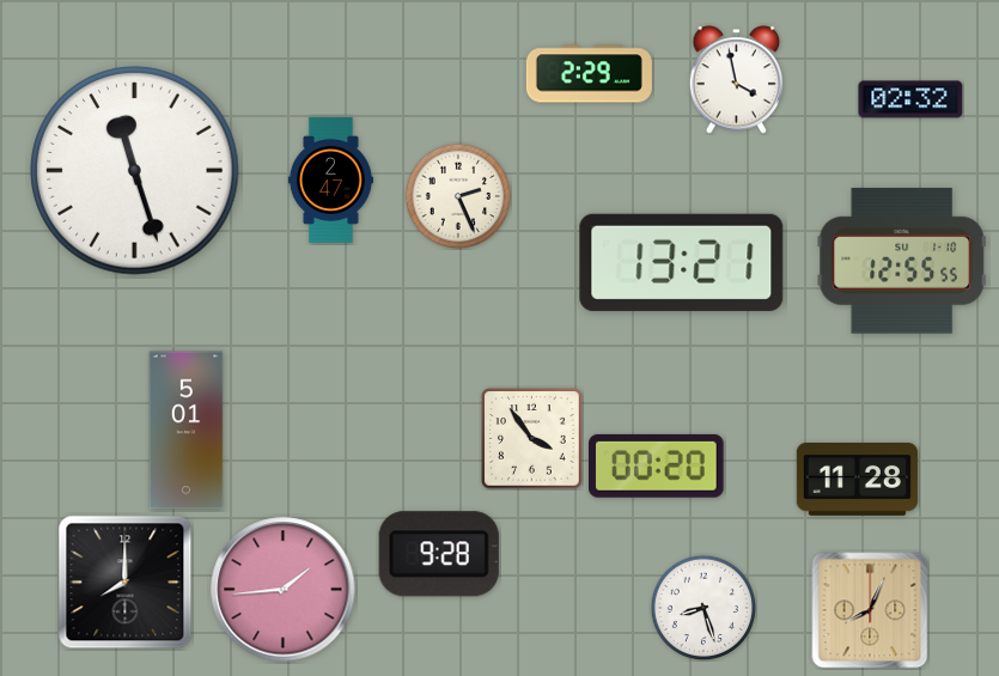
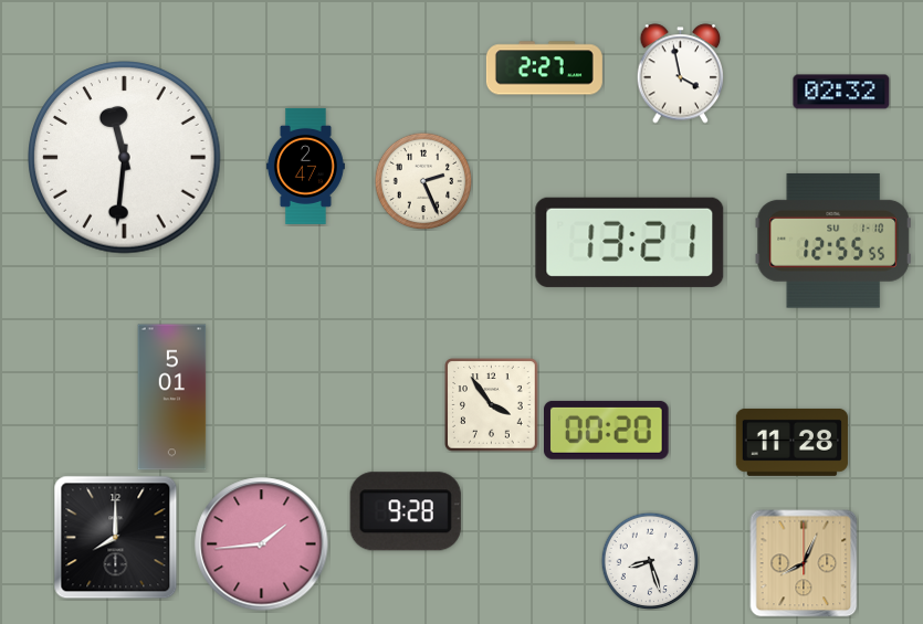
clock at (589, 74): 2:29 -> 2:27
clock at (135, 171): 11:27 -> 11:31
